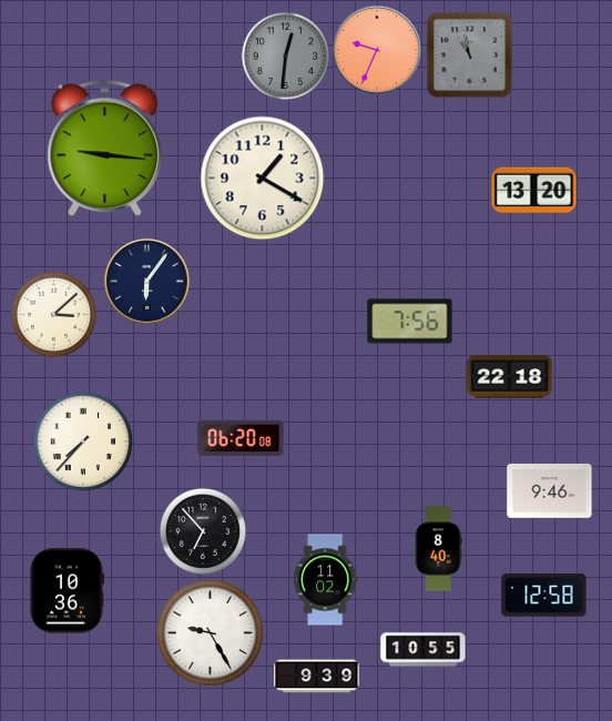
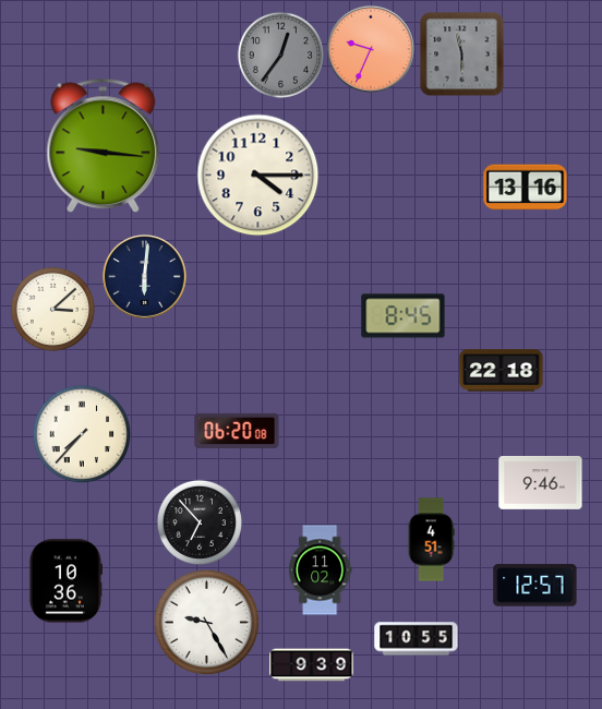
clock at (469, 54): 10:58 -> 5:58
clock at (285, 55): 12:31 -> 12:36
clock at (263, 179): 1:20 -> 4:15
clock at (534, 191): 13:20 -> 13:16
clock at (147, 282): 6:06 -> 6:01
clock at (410, 322): 7:56 -> 8:45
clock at (438, 549): 8:40 -> 4:51
clock at (544, 596): 12:58 -> 12:57
